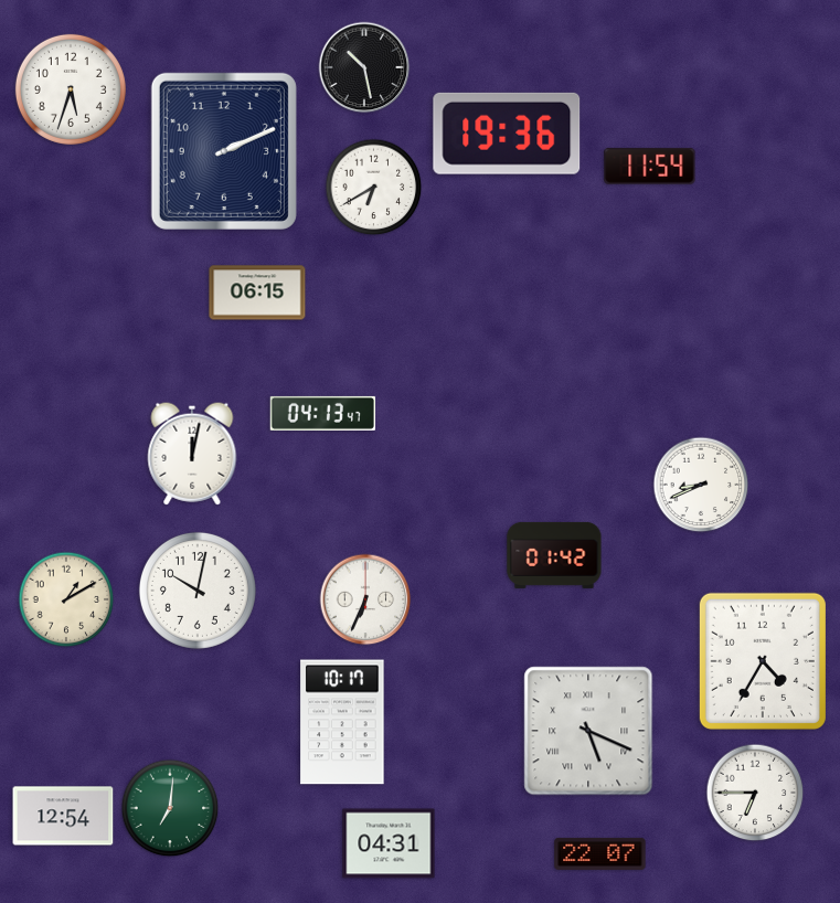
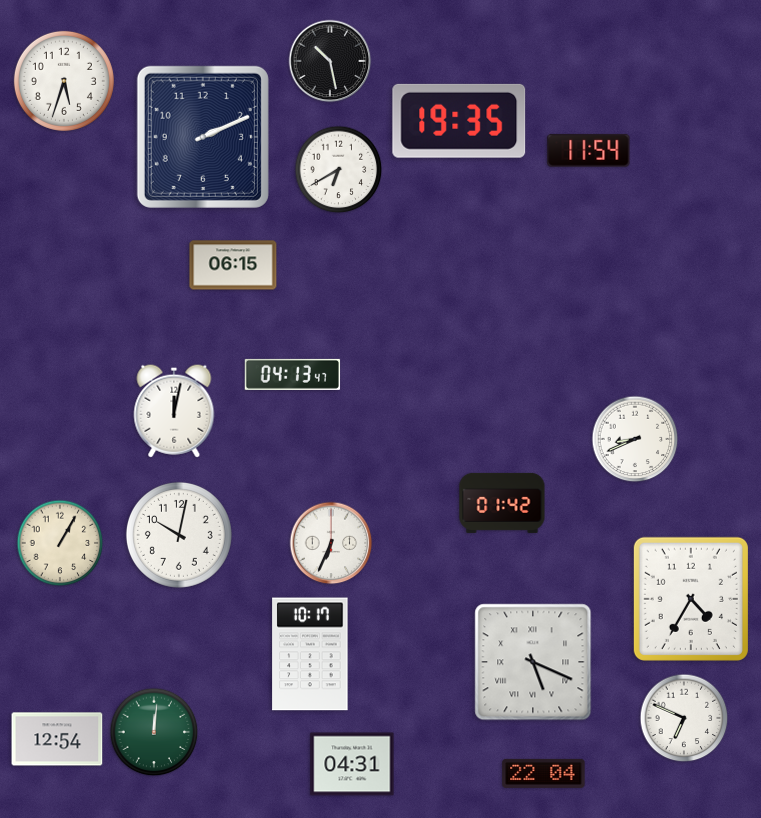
clock at (507, 134): 19:36 -> 19:35
clock at (66, 599): 1:10 -> 1:05
clock at (755, 793): 6:45 -> 6:49
clock at (170, 808): 7:01 -> 12:01
clock at (600, 853): 22:07 -> 22:04
